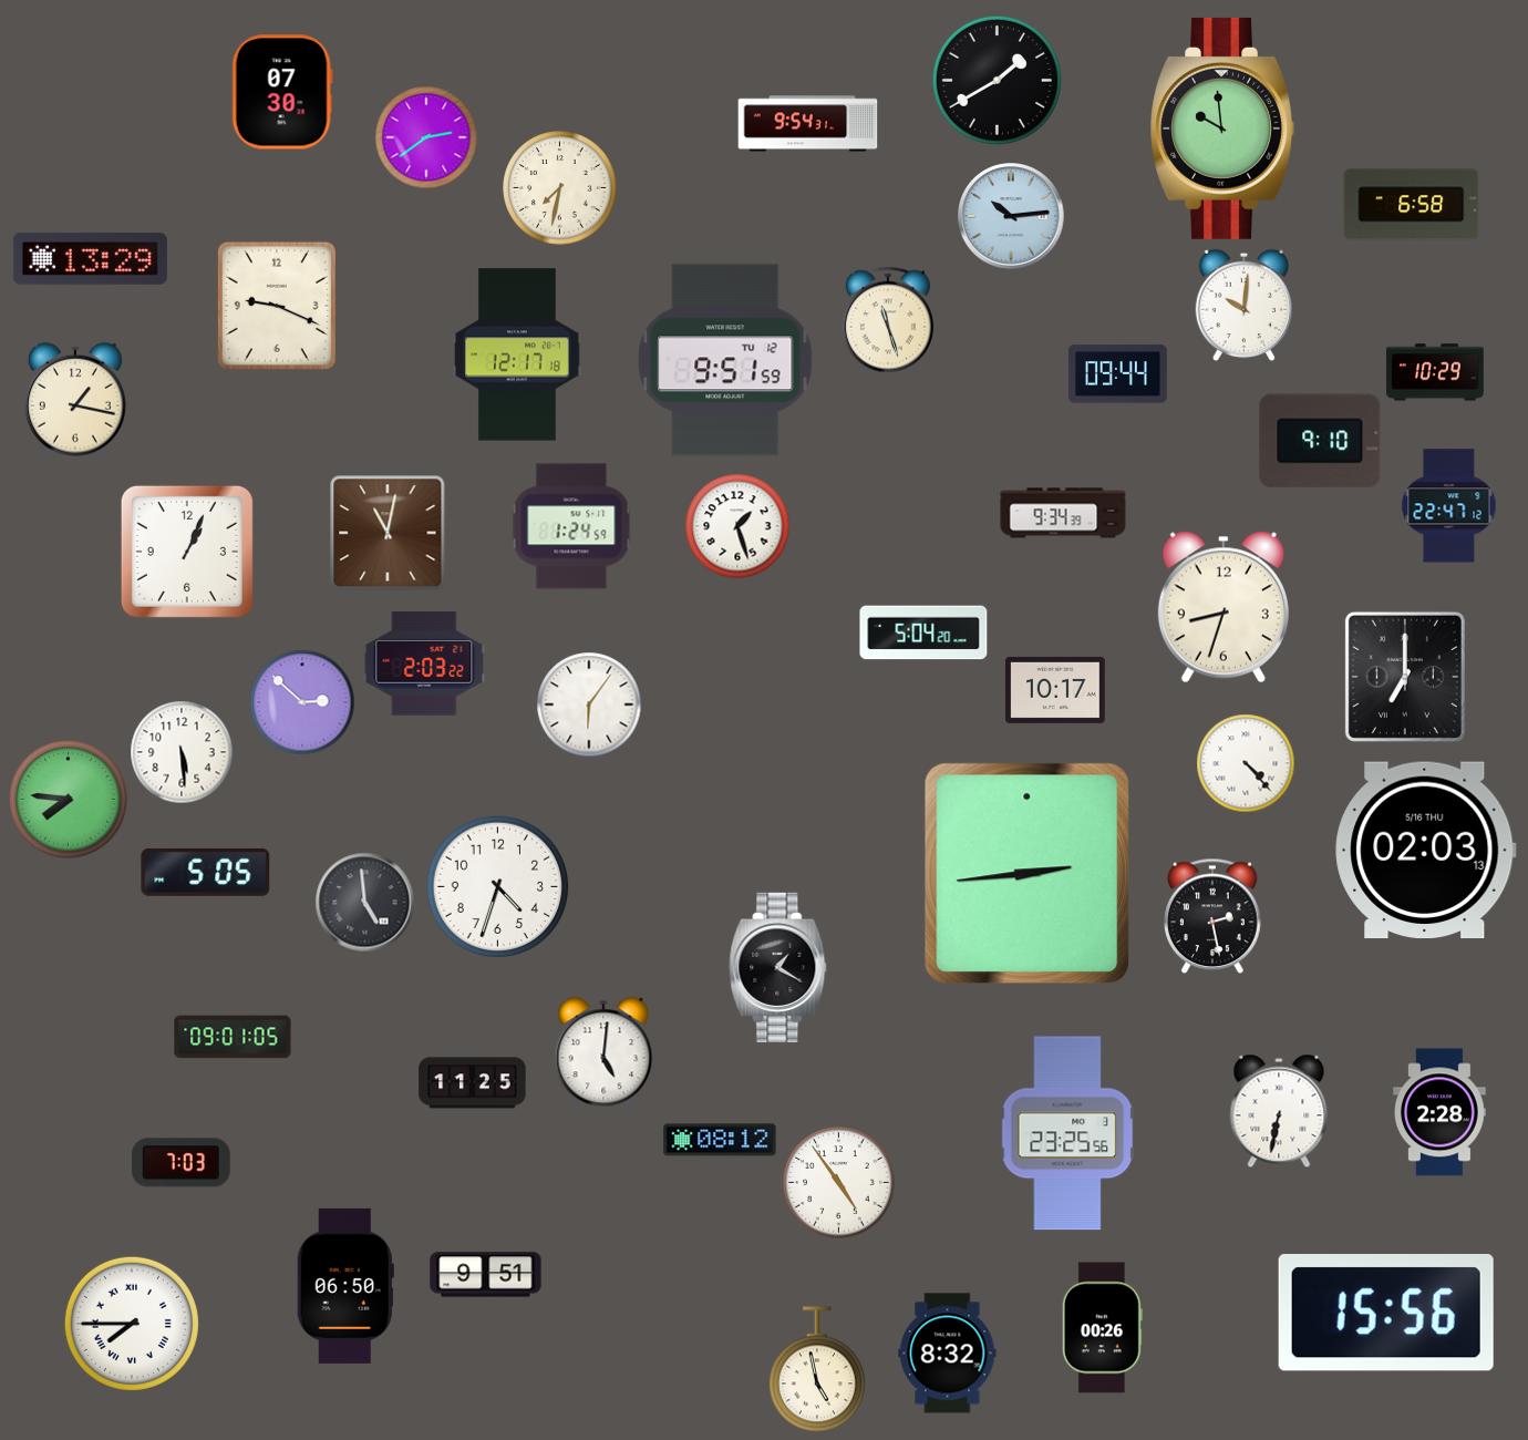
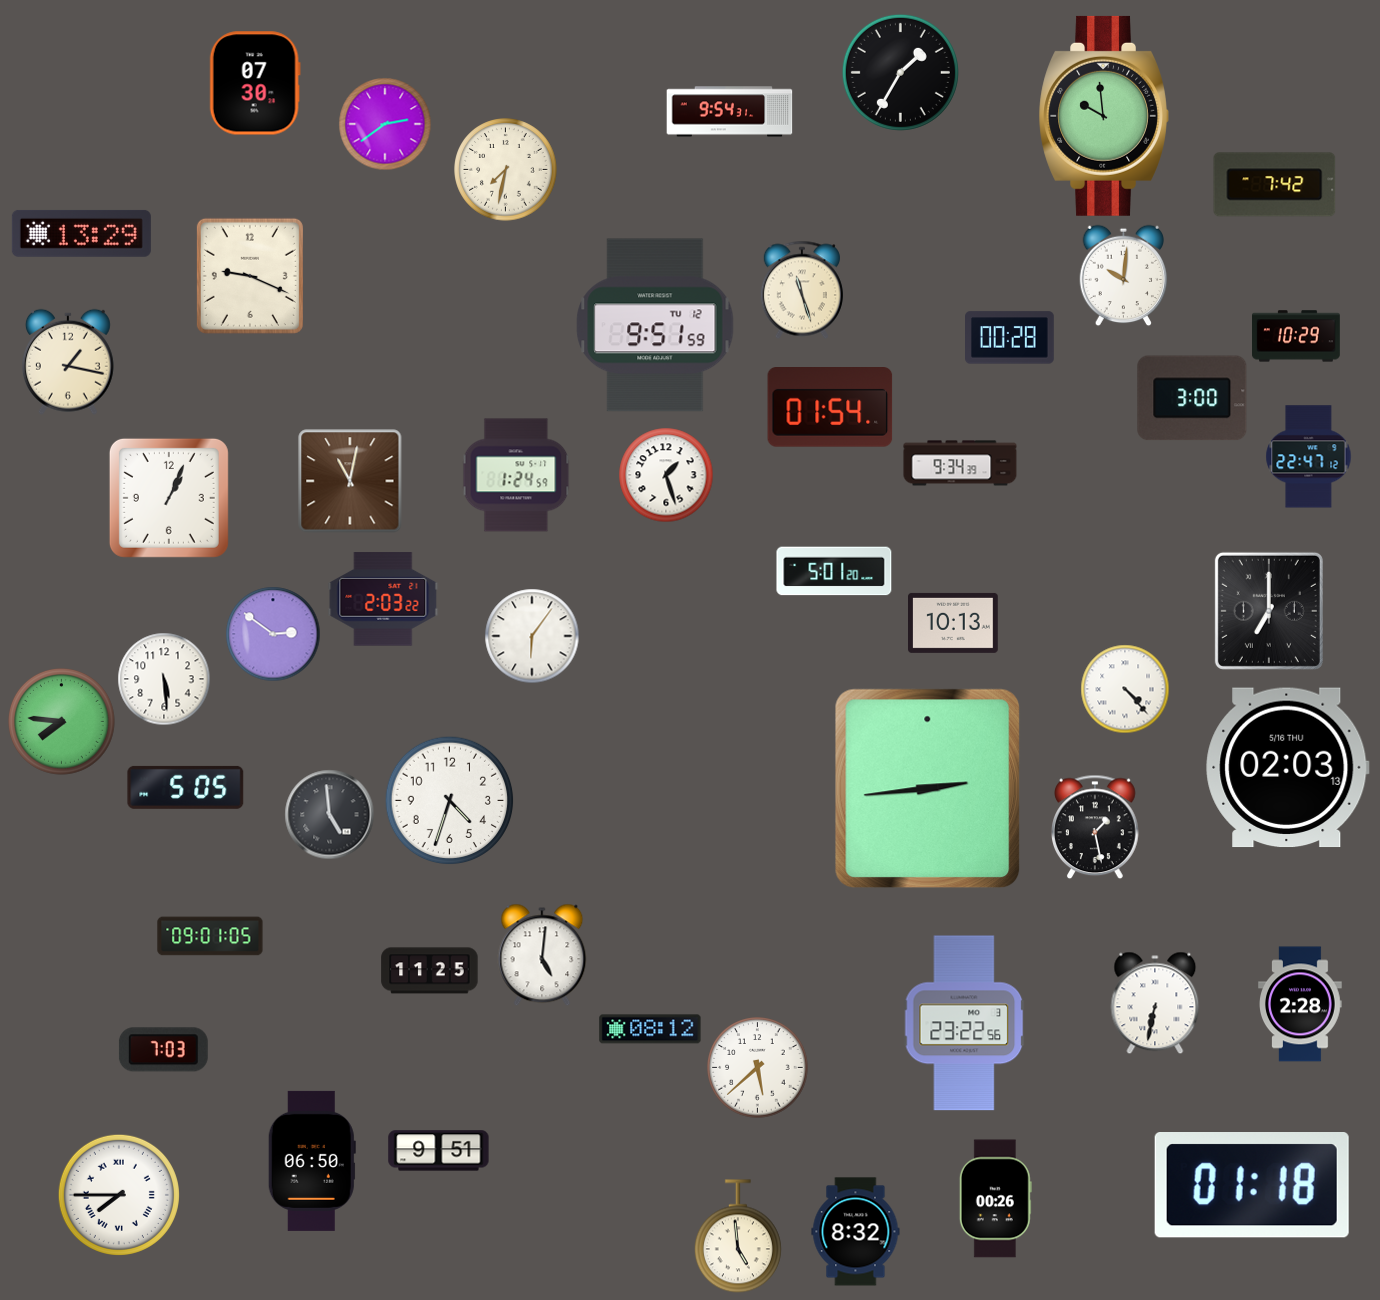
clock at (997, 80): 1:40 -> 1:35
clock at (1412, 205): 6:58 -> 7:42
clock at (1011, 216): 10:14 -> none
clock at (517, 354): 12:17 -> none
clock at (1118, 374): 09:44 -> 00:28
clock at (1320, 441): 9:10 -> 3:00
clock at (830, 408): none -> 01:54
clock at (1224, 607): 8:33 -> none
clock at (923, 632): 5:04 -> 5:01
clock at (1056, 690): 10:17 -> 10:13
clock at (302, 702): 2:52 -> 2:51
clock at (1212, 916): 2:28 -> 1:28
clock at (778, 967): 1:20 -> none
clock at (603, 1053) position: (603, 1053) -> (542, 955)
clock at (473, 1083) position: (473, 1083) -> (430, 971)
clock at (1067, 1133): 23:25 -> 23:22
clock at (839, 1183): 4:54 -> 5:38
clock at (1386, 1314): 15:56 -> 01:18
clock at (948, 1354) position: (948, 1354) -> (856, 1232)
clock at (817, 1369): 4:58 -> 4:59
